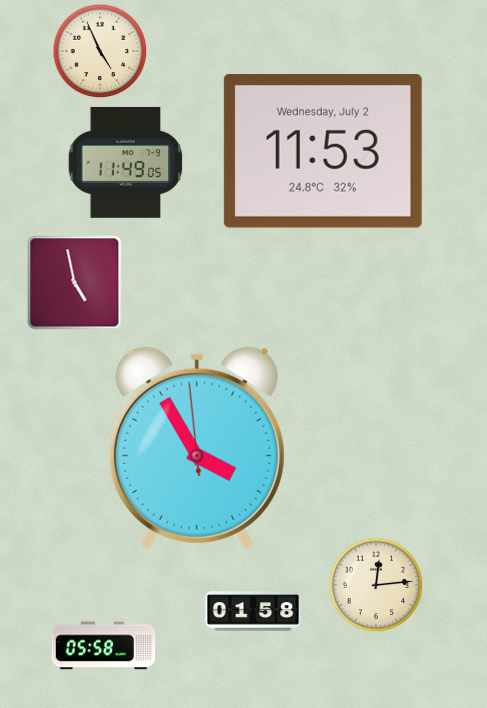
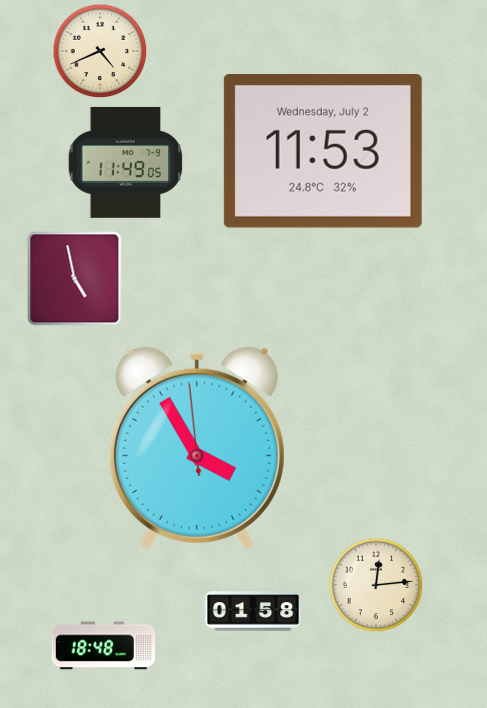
clock at (100, 51): 4:56 -> 4:41
clock at (75, 283) position: (75, 283) -> (75, 279)
clock at (104, 646): 05:58 -> 18:48
